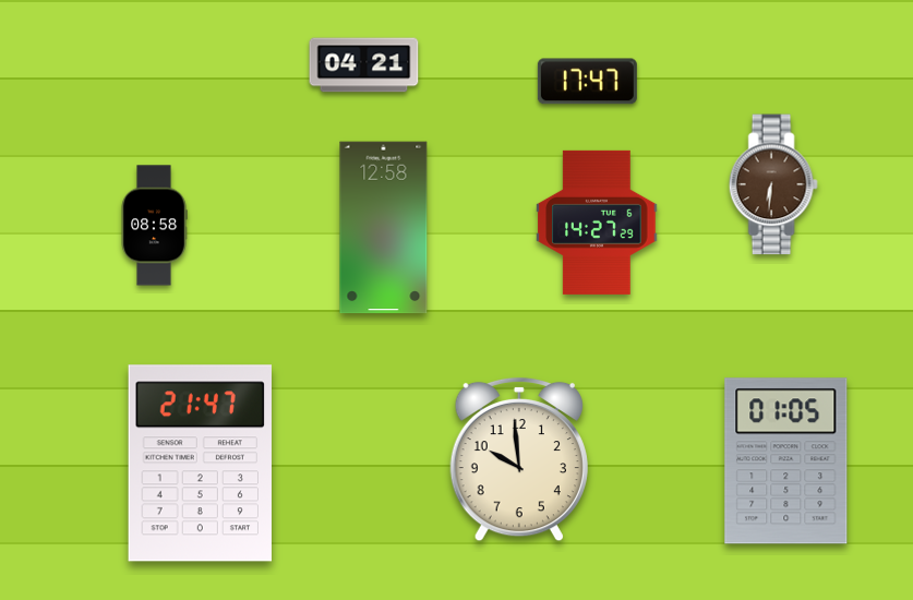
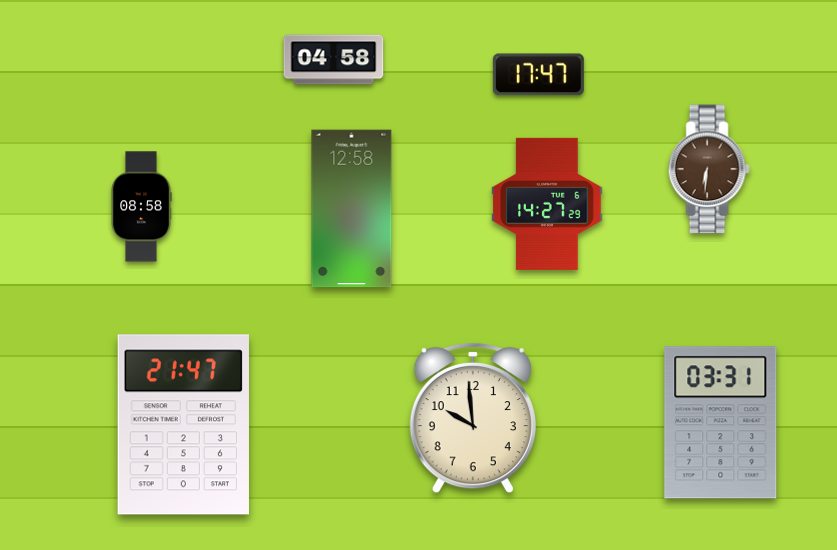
clock at (364, 65): 04:21 -> 04:58
clock at (519, 459) position: (519, 459) -> (473, 418)
clock at (786, 461): 01:05 -> 03:31
